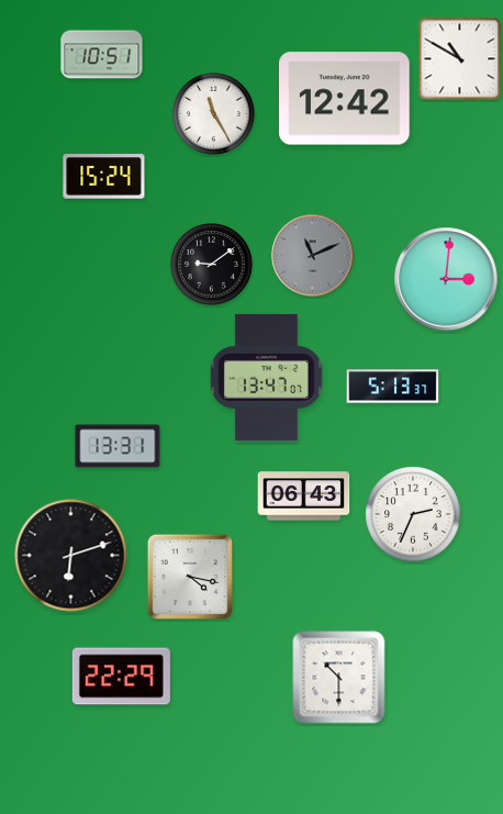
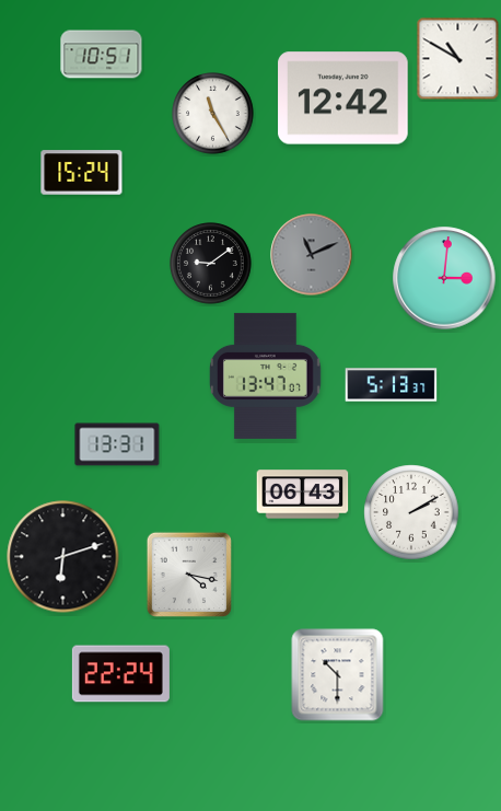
clock at (104, 177) position: (104, 177) -> (82, 173)
clock at (413, 514): 2:34 -> 2:10
clock at (71, 556) position: (71, 556) -> (63, 557)
clock at (121, 677): 22:29 -> 22:24
